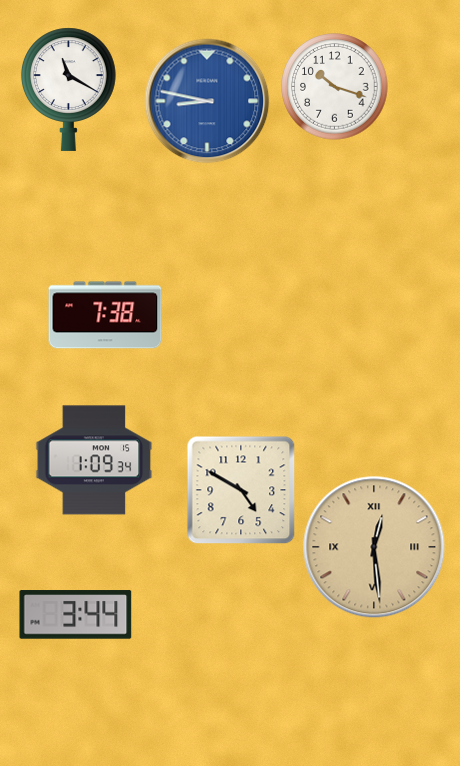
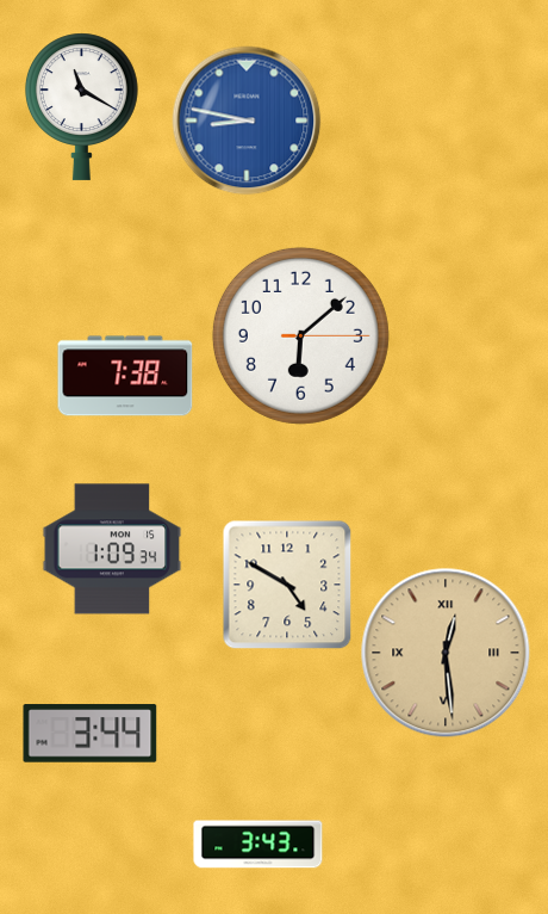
clock at (335, 87): 10:18 -> none
clock at (300, 335): none -> 6:08
clock at (259, 845): none -> 3:43
